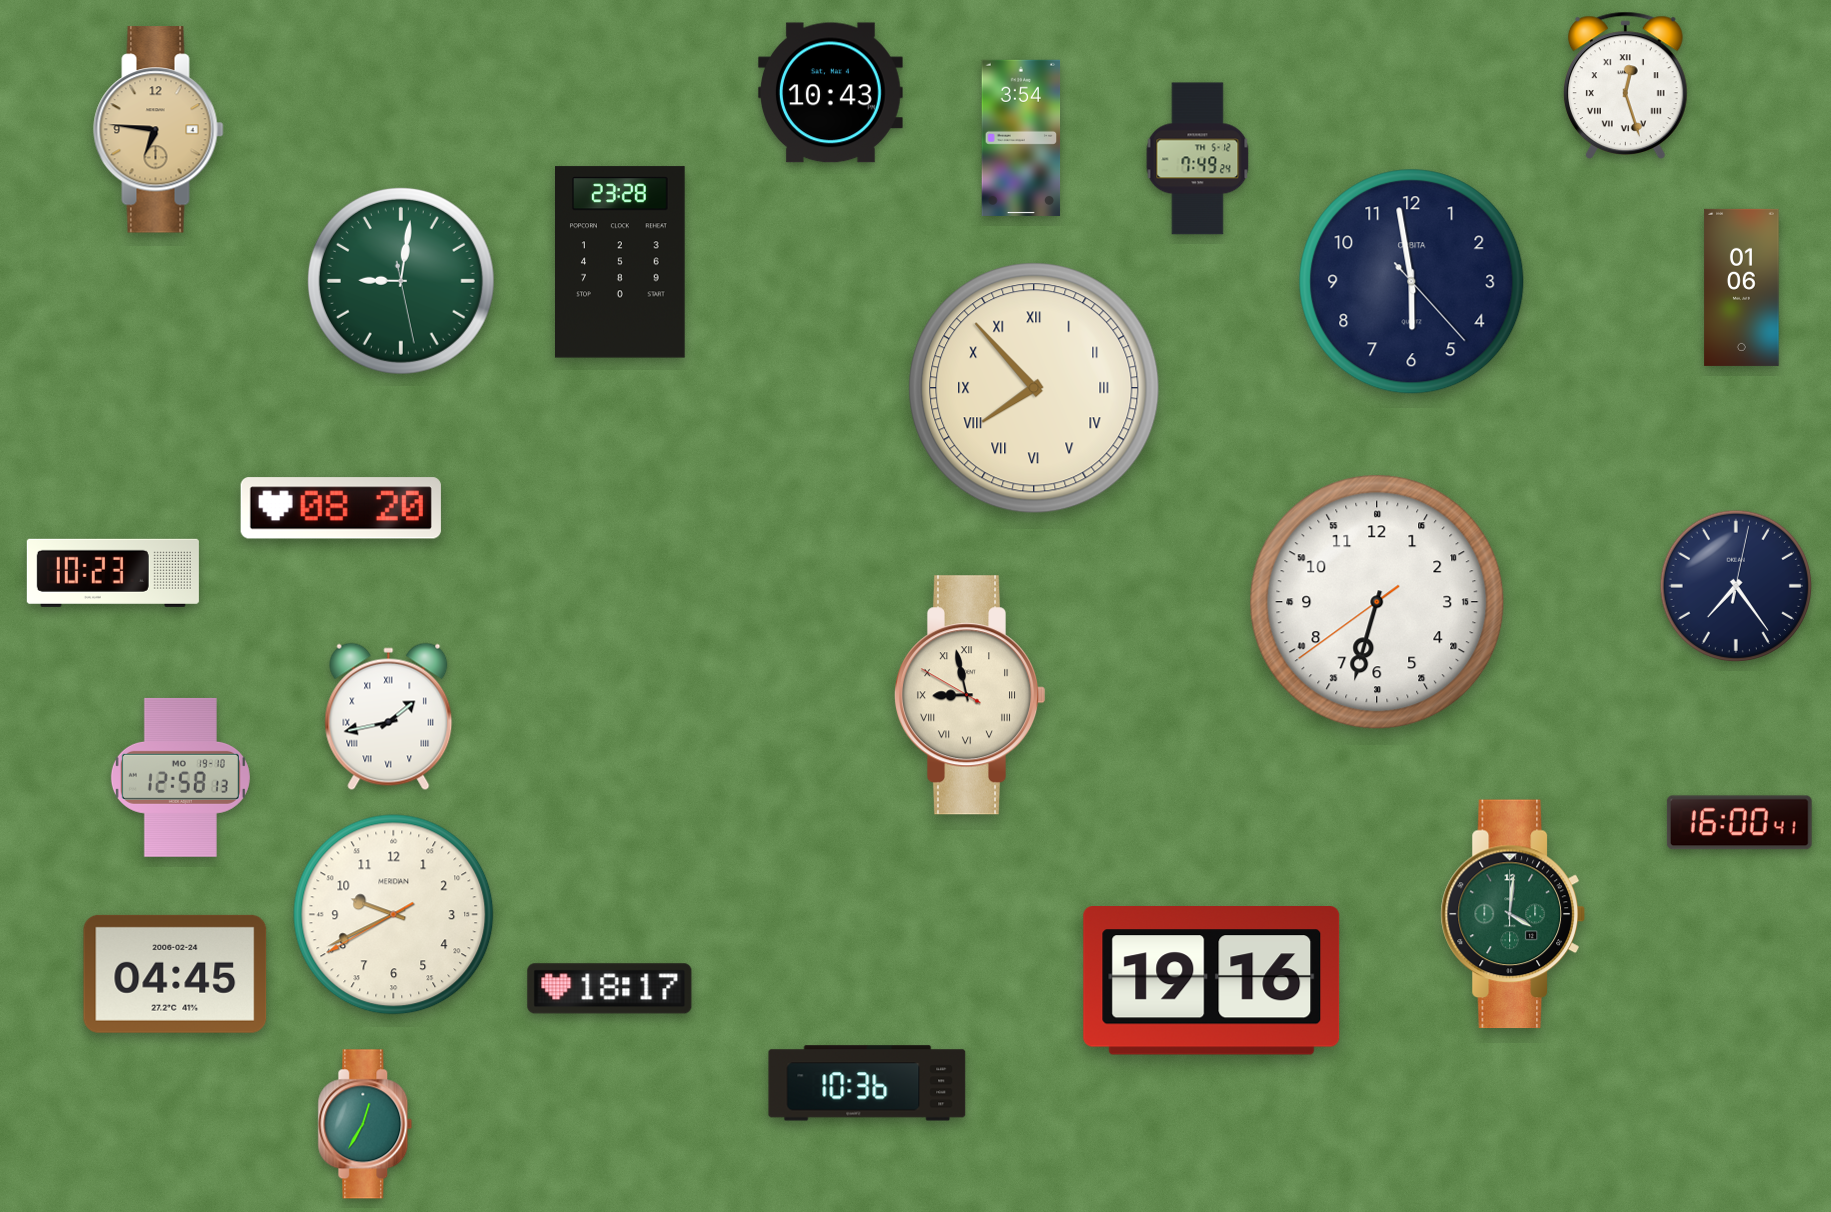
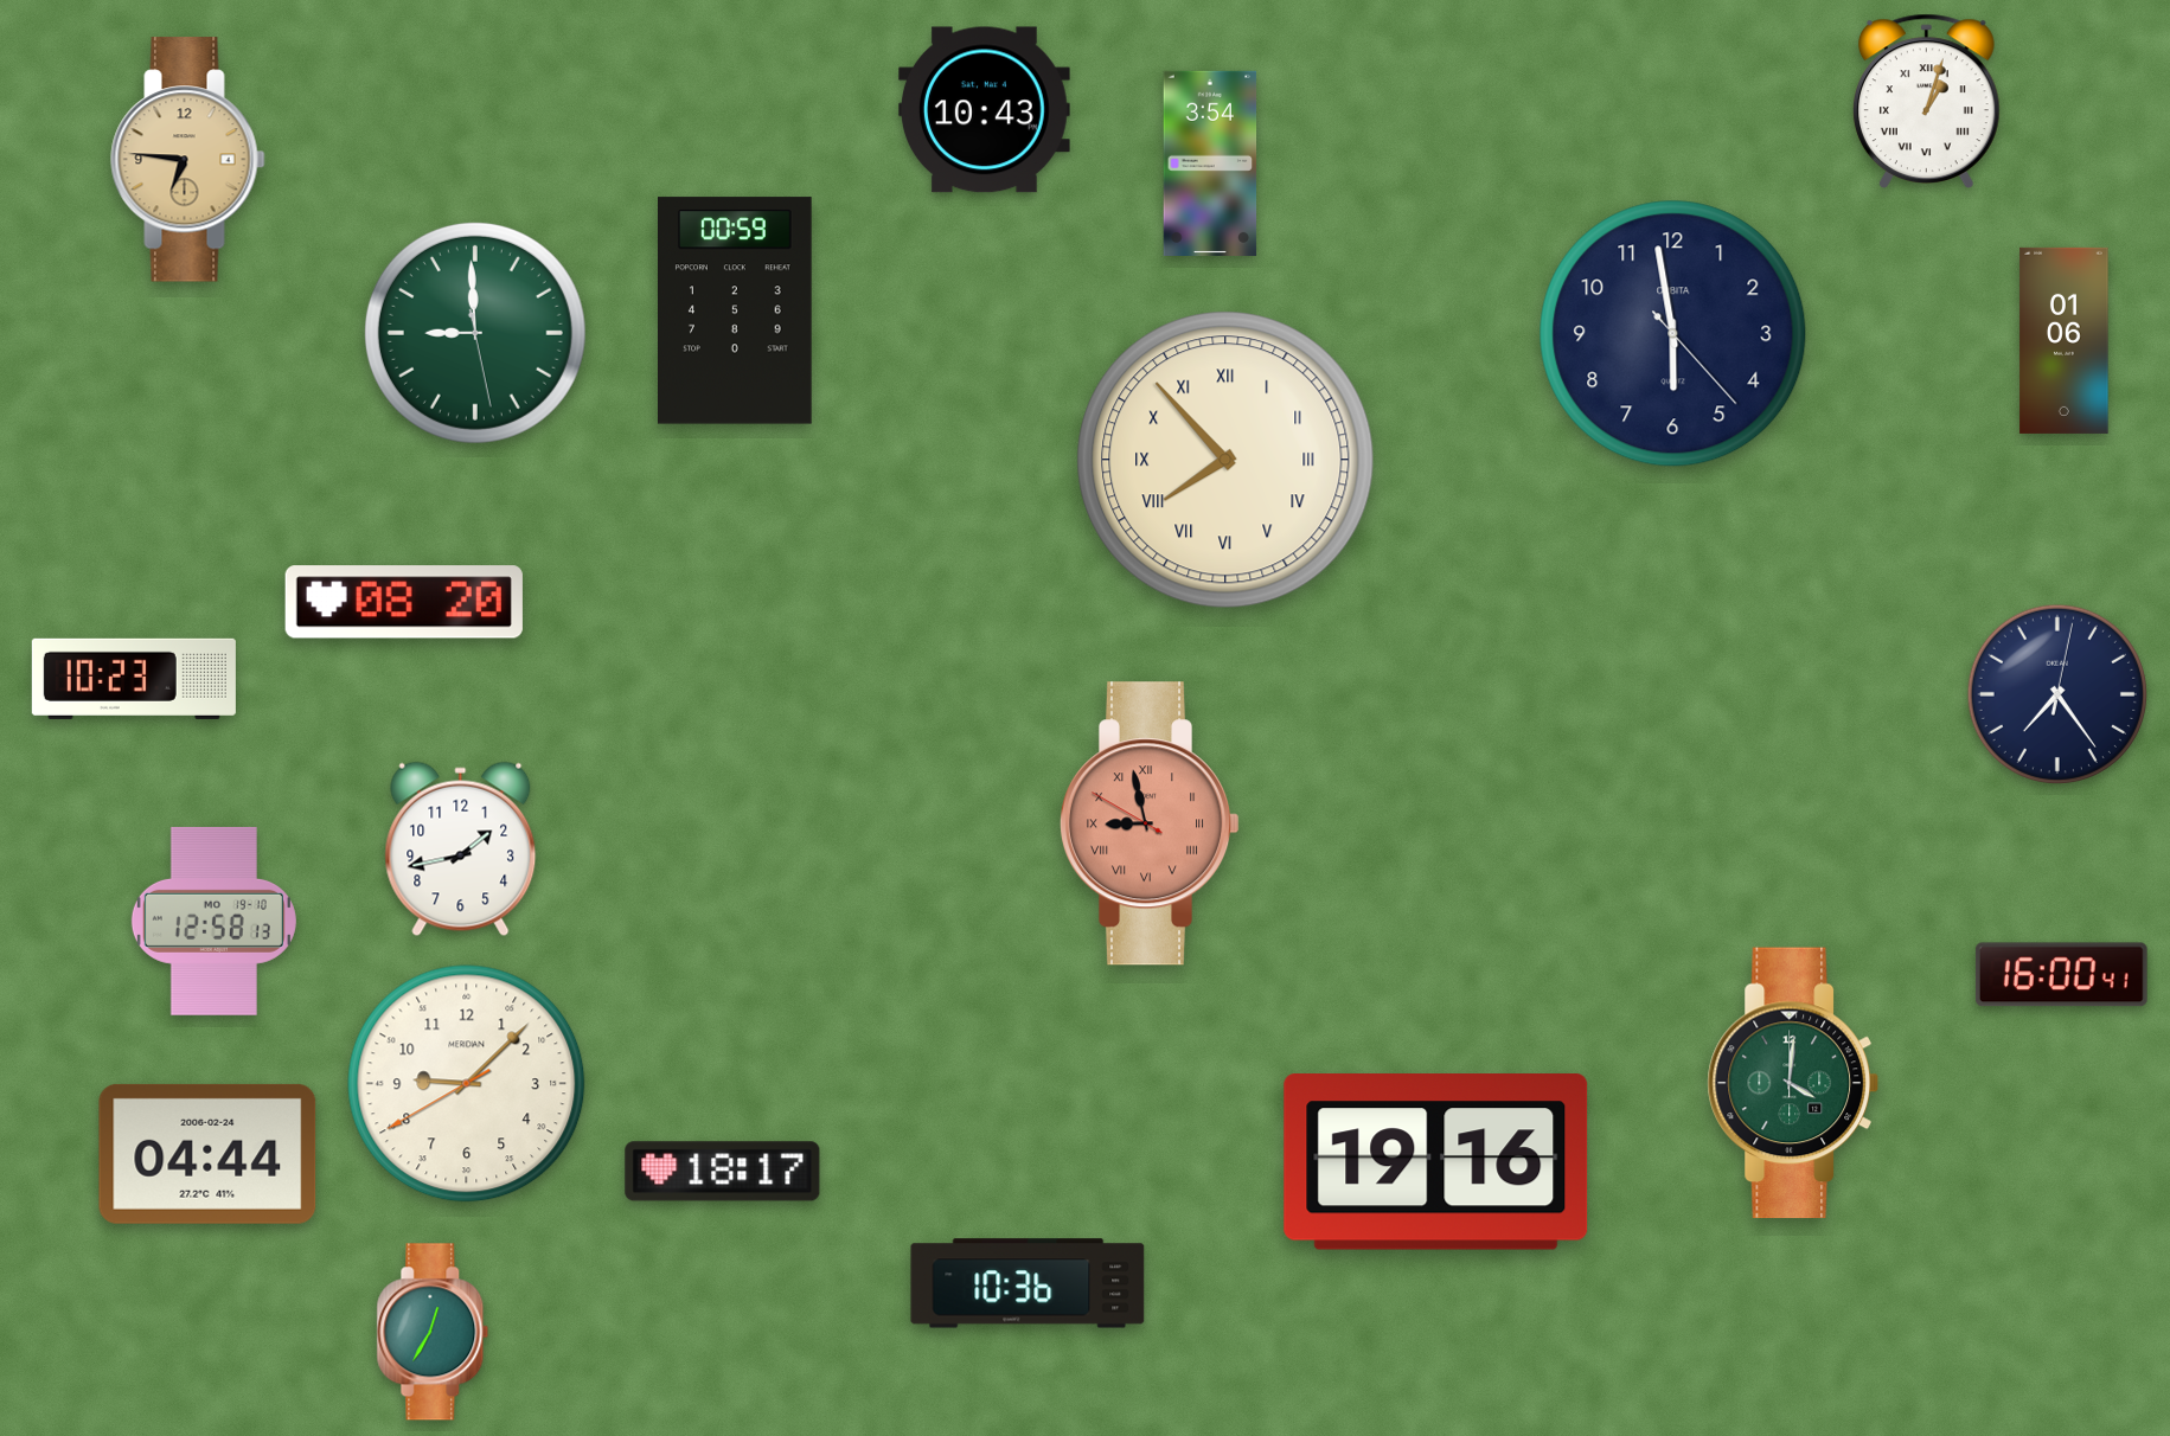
clock at (1625, 85): 12:27 -> 1:03
clock at (159, 130) position: (159, 130) -> (188, 160)
clock at (1198, 159): 7:49 -> none
clock at (620, 262): 23:28 -> 00:59
clock at (401, 281): 9:01 -> 8:59
clock at (1377, 602): 6:32 -> none
clock at (970, 695) dial: cream -> salmon
clock at (389, 717) numerals: Roman -> Arabic
clock at (394, 915): 9:40 -> 9:07
clock at (175, 974): 04:45 -> 04:44
